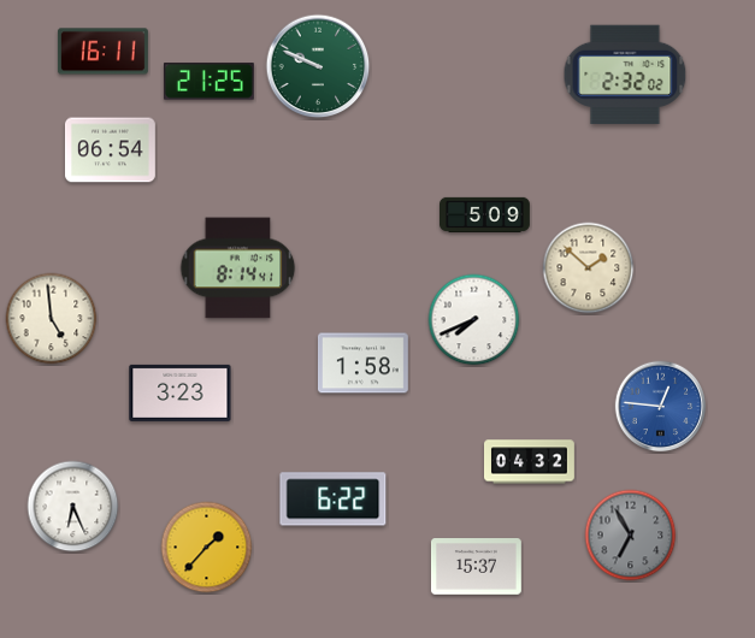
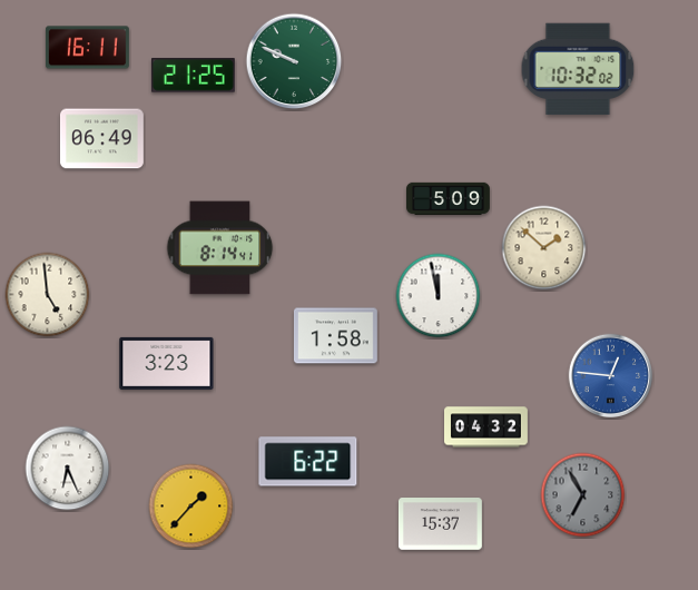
clock at (102, 52) position: (102, 52) -> (87, 48)
clock at (625, 73): 2:32 -> 10:32
clock at (110, 150): 06:54 -> 06:49
clock at (474, 320): 7:41 -> 11:58
clock at (530, 462) position: (530, 462) -> (486, 427)
